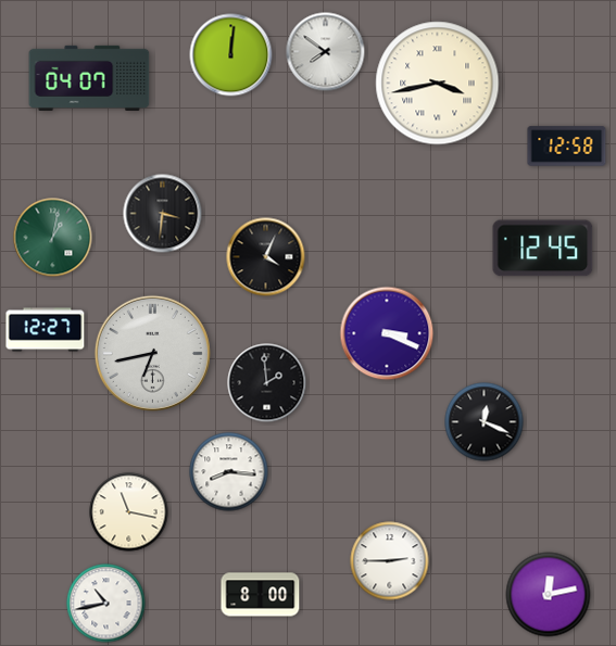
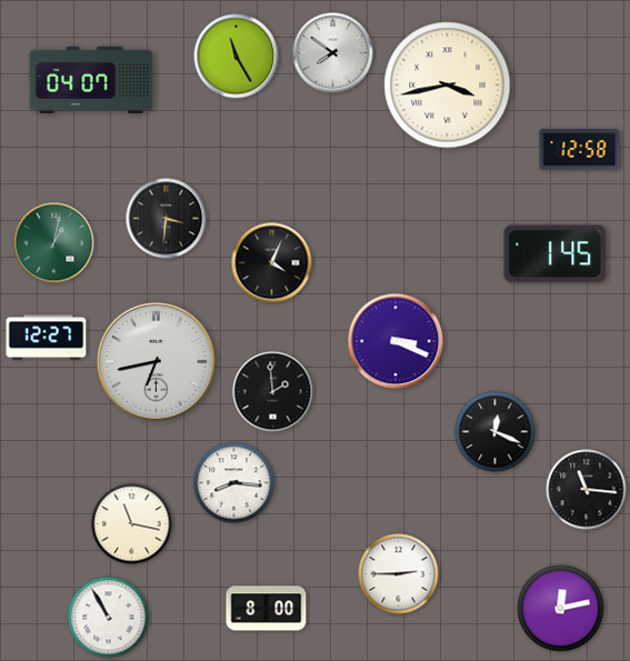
clock at (231, 55): 12:01 -> 11:25
clock at (543, 249): 12:45 -> 1:45
clock at (587, 490): none -> 11:16
clock at (106, 604): 10:43 -> 10:55
